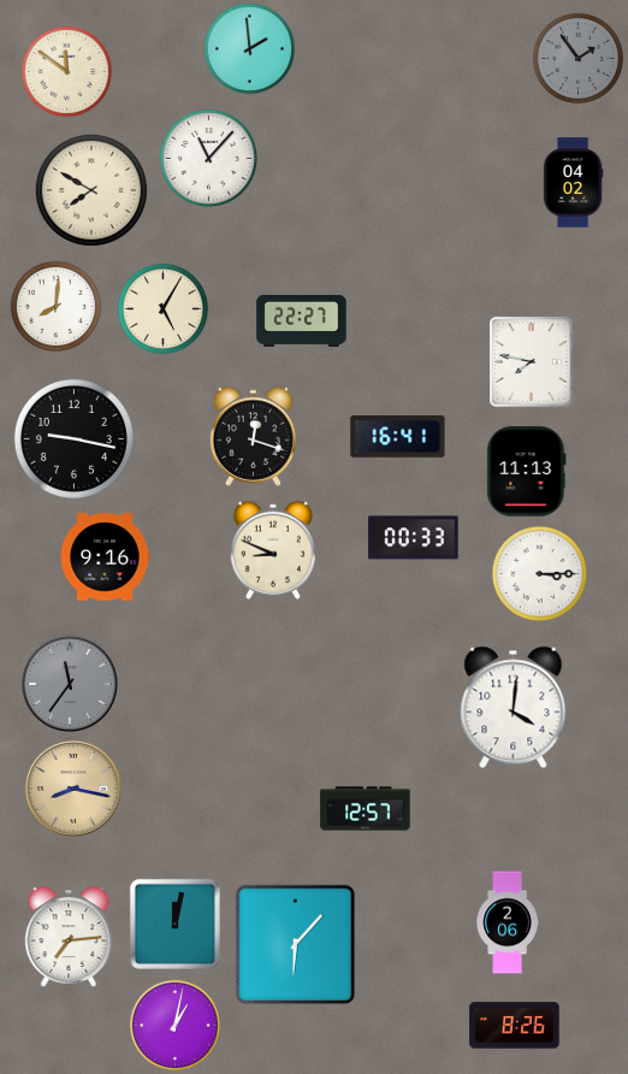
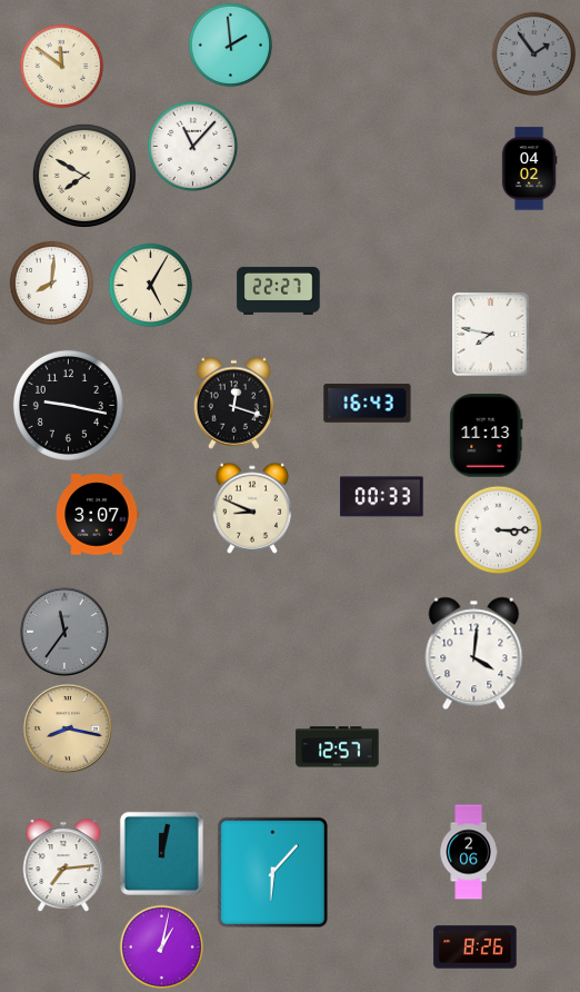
clock at (302, 320) position: (302, 320) -> (279, 290)
clock at (398, 437): 16:41 -> 16:43
clock at (105, 557): 9:16 -> 3:07
